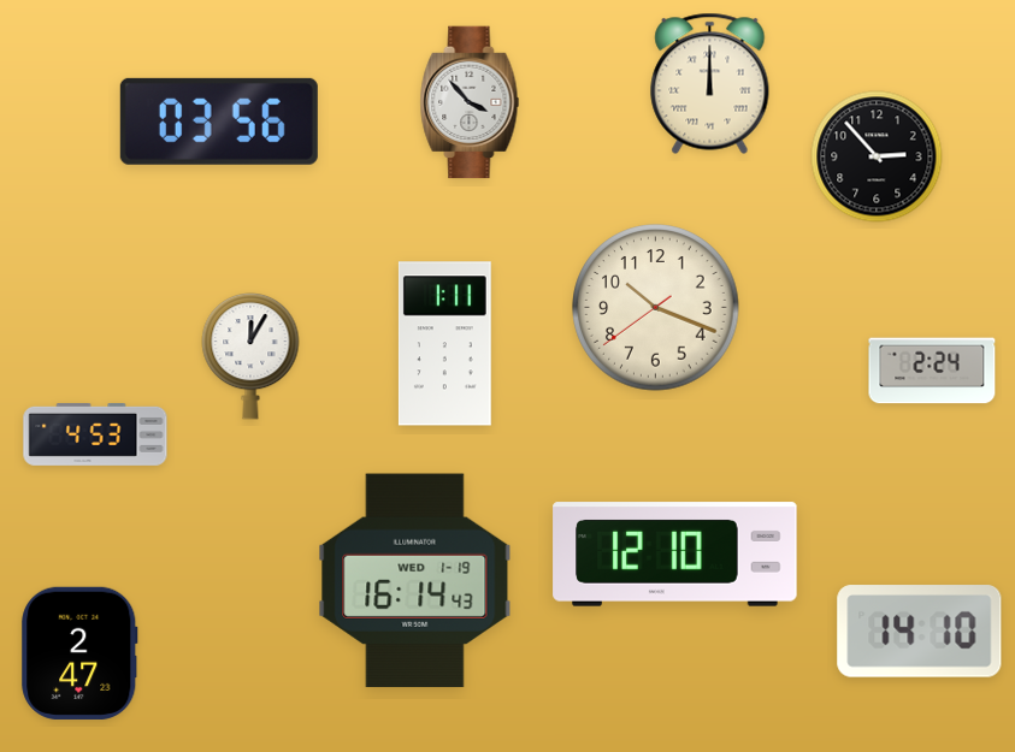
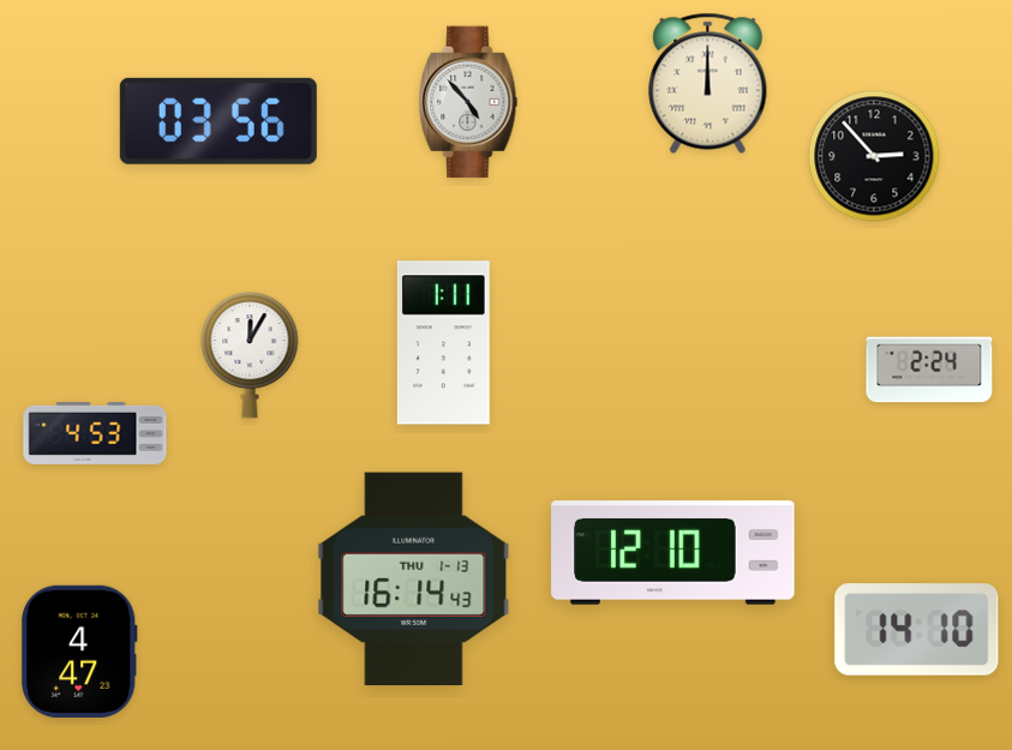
clock at (470, 102): 3:53 -> 4:53
clock at (656, 308): 10:18 -> none
clock at (415, 581) date: WED 1-19 -> THU 1-13
clock at (79, 653): 2:47 -> 4:47
